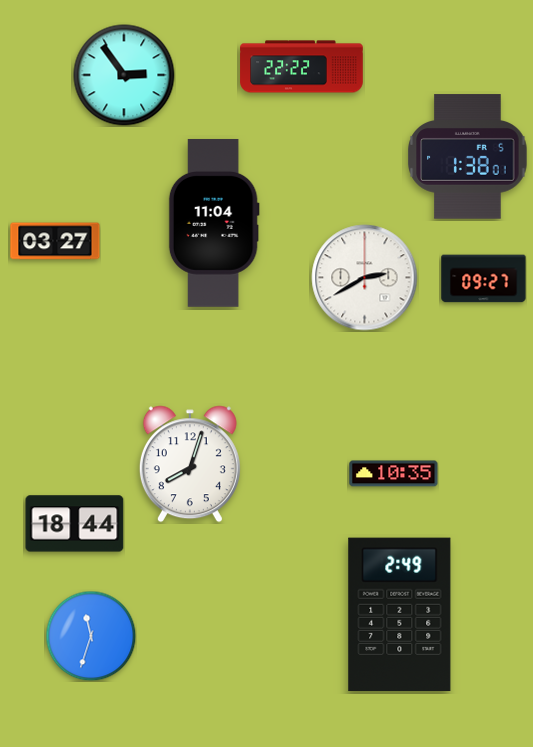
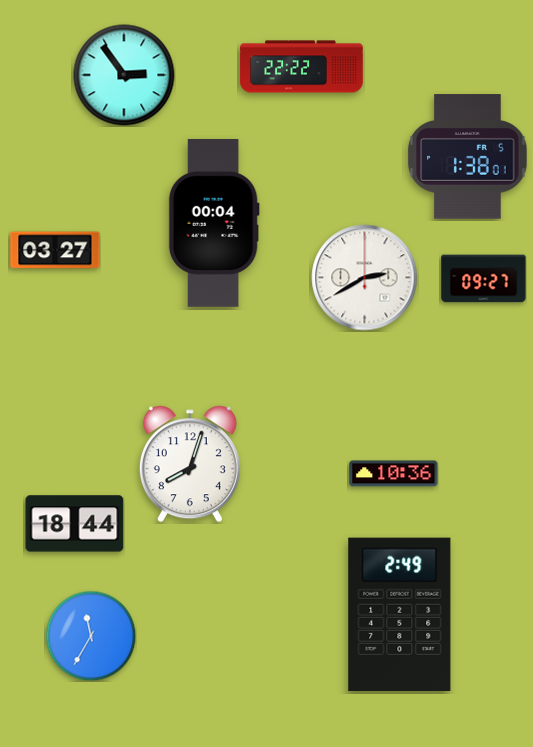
clock at (214, 223): 11:04 -> 00:04
clock at (55, 241) position: (55, 241) -> (55, 250)
clock at (394, 474): 10:35 -> 10:36
clock at (91, 636): 11:33 -> 11:35
